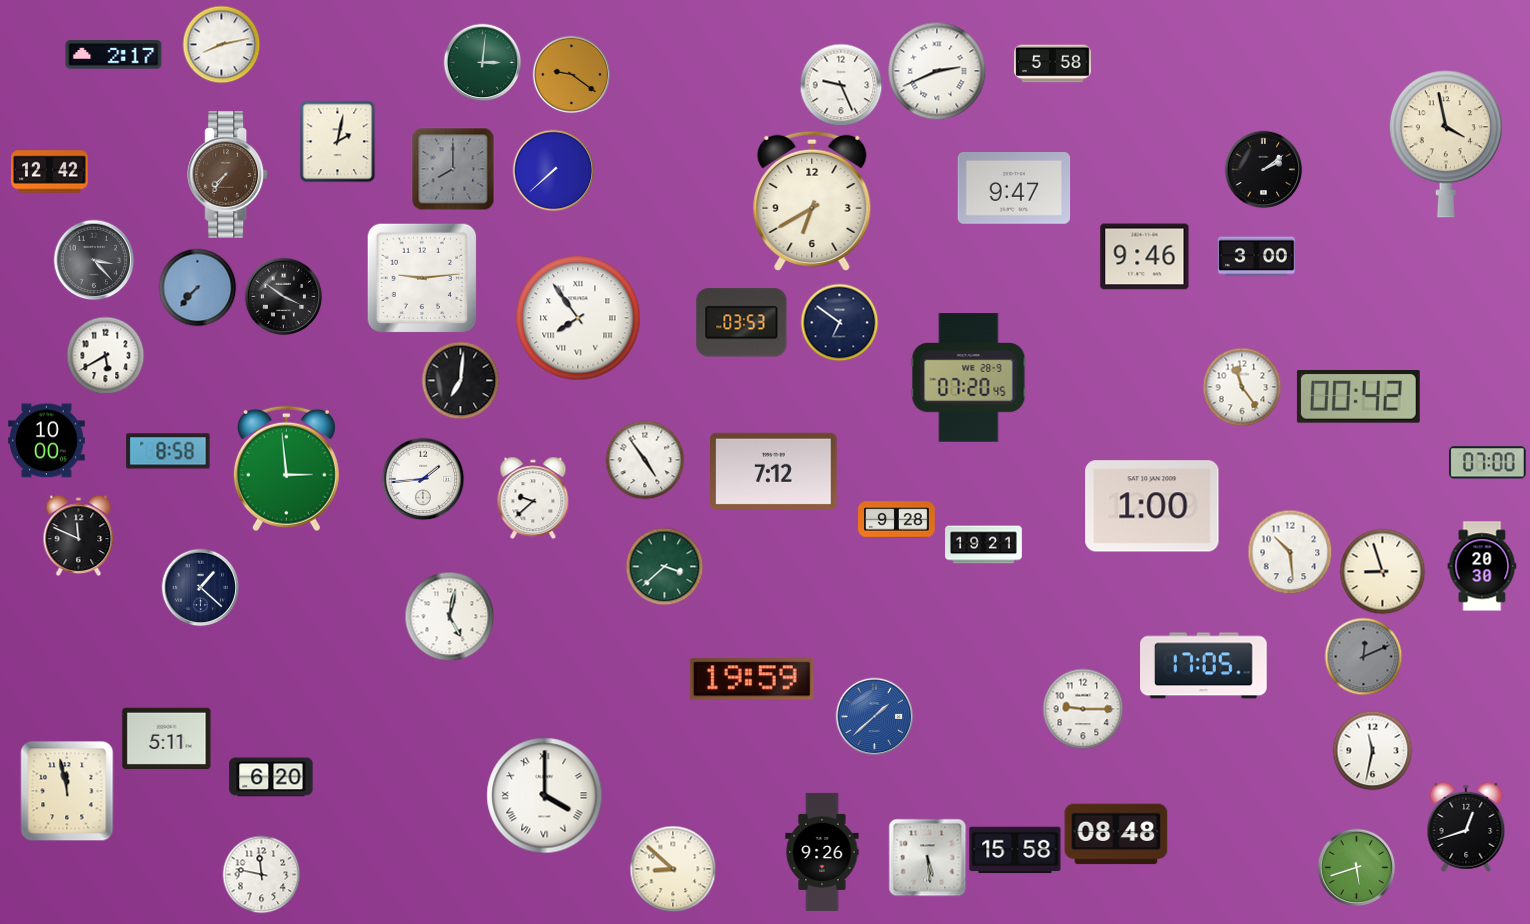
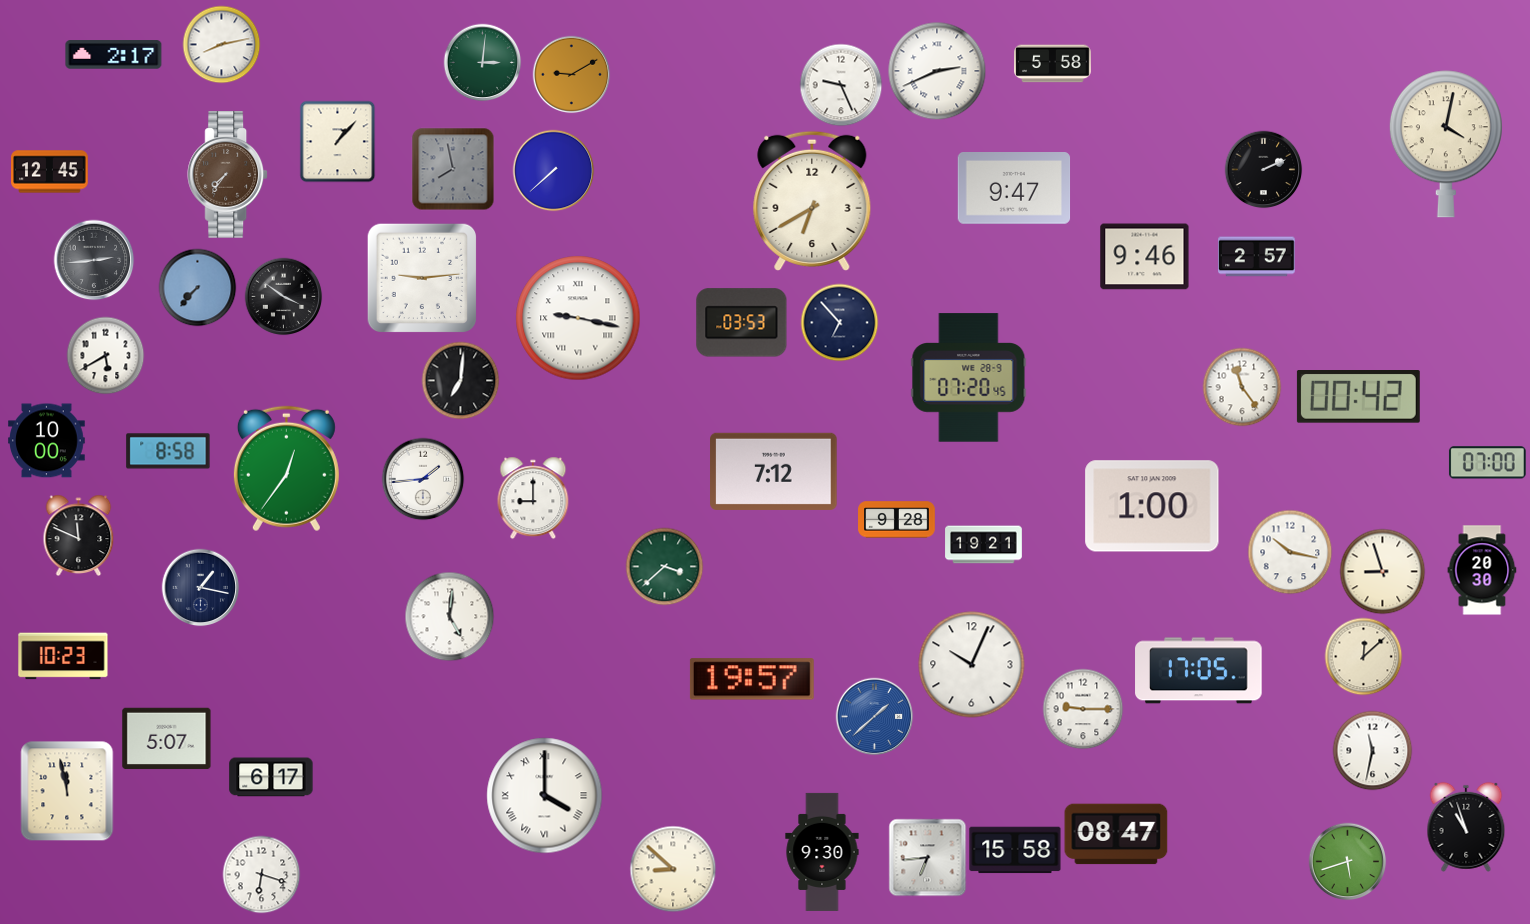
clock at (571, 74): 9:21 -> 9:10
clock at (338, 141): 2:02 -> 1:07
clock at (1446, 144): 3:58 -> 4:02
clock at (453, 169): 8:00 -> 7:58
clock at (1263, 169): 2:09 -> 2:11
clock at (50, 172): 12:42 -> 12:45
clock at (1257, 257): 3:00 -> 2:57
clock at (94, 260): 3:23 -> 2:44
clock at (578, 318): 7:54 -> 9:17
clock at (839, 322): 6:51 -> 6:53
clock at (645, 460): 4:54 -> none
clock at (286, 469): 2:59 -> 12:36
clock at (533, 498): 9:38 -> 9:00
clock at (1290, 552): 10:29 -> 10:17
clock at (1482, 566) position: (1482, 566) -> (1482, 570)
clock at (200, 587): 1:22 -> 1:17
clock at (449, 616): 5:02 -> 5:01
clock at (63, 656): none -> 10:23
clock at (1363, 656): 12:11 -> 12:08
clock at (1363, 656) dial: grey -> cream
clock at (972, 665): none -> 10:04
clock at (1204, 666) position: (1204, 666) -> (1199, 671)
clock at (752, 679): 19:59 -> 19:57
clock at (167, 739): 5:11 -> 5:07
clock at (271, 777): 6:20 -> 6:17
clock at (1466, 827): 12:42 -> 10:57
clock at (1116, 834): 08:48 -> 08:47
clock at (822, 852): 9:26 -> 9:30
clock at (927, 857): 5:29 -> 6:44
clock at (1356, 867) position: (1356, 867) -> (1347, 861)
clock at (261, 874): 11:47 -> 6:18
